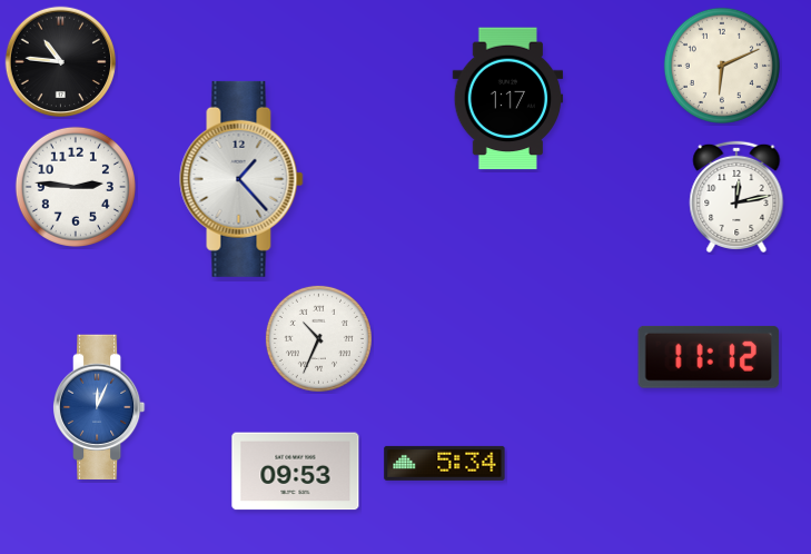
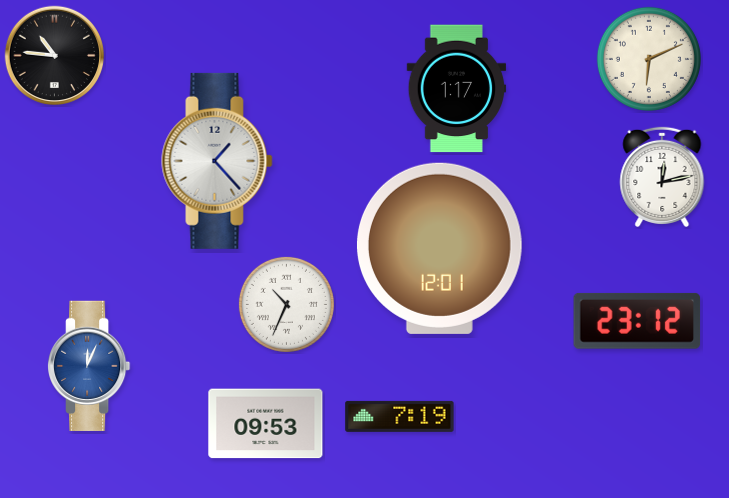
clock at (76, 187): 2:46 -> none
clock at (439, 248): none -> 12:01
clock at (709, 357): 11:12 -> 23:12
clock at (445, 463): 5:34 -> 7:19
